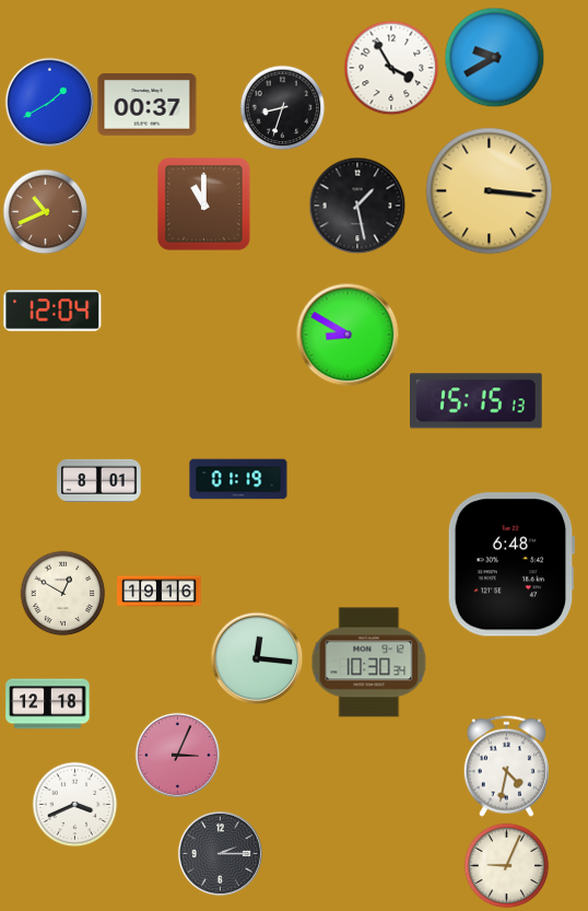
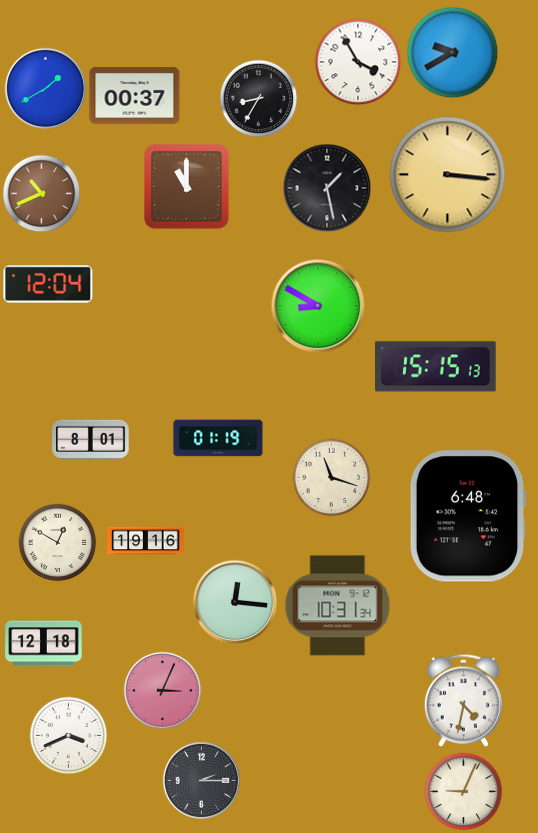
clock at (49, 102) position: (49, 102) -> (45, 88)
clock at (282, 107): 8:33 -> 8:35
clock at (331, 477): none -> 11:18
clock at (369, 663): 10:30 -> 10:31
